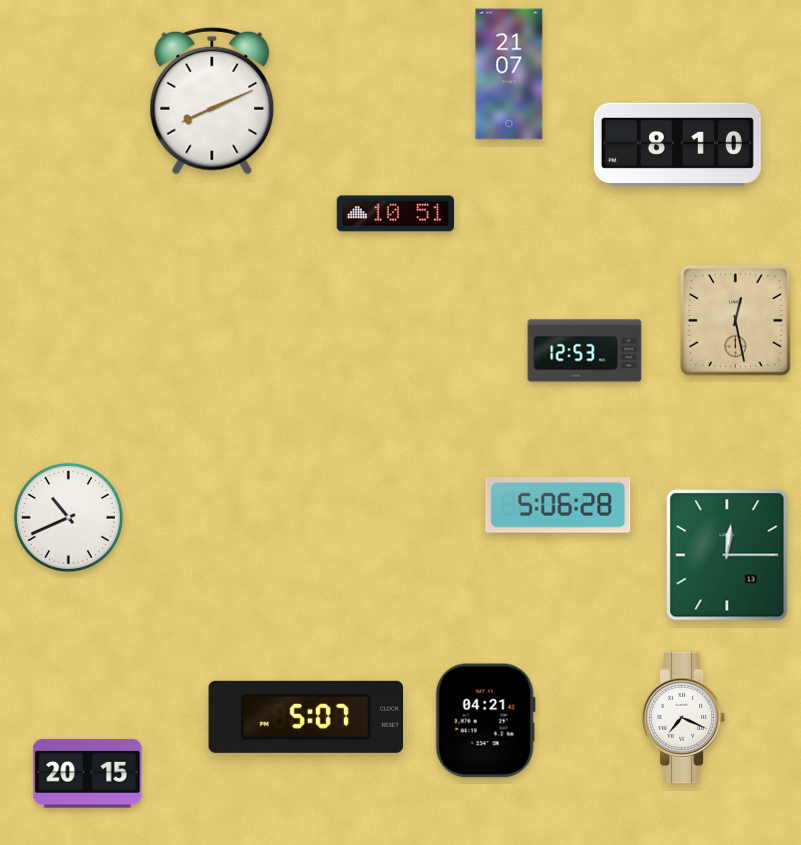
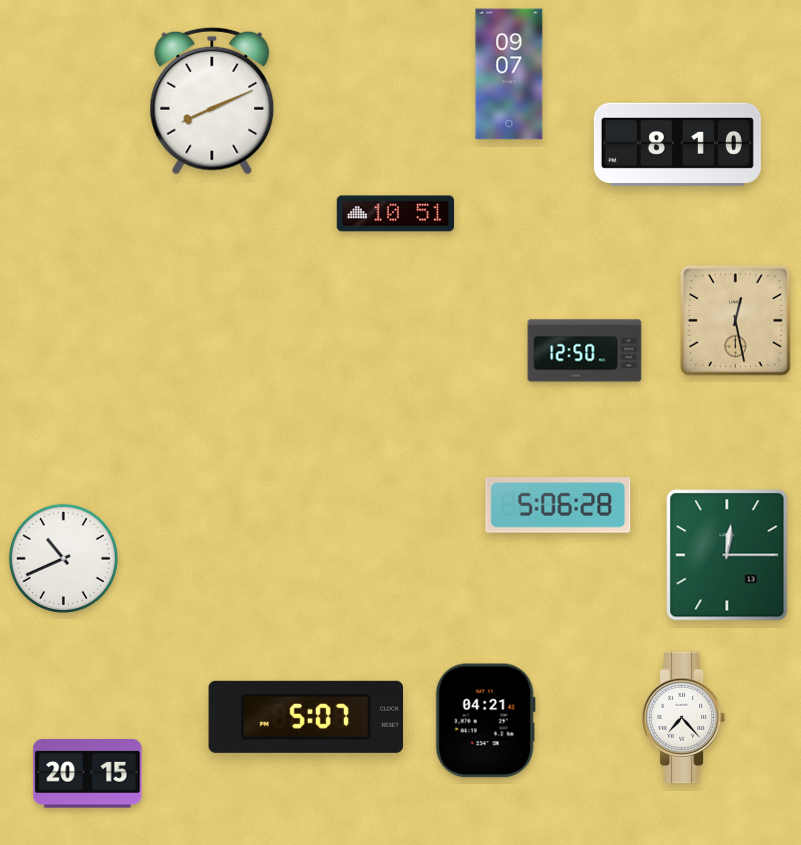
clock at (509, 74): 21:07 -> 09:07
clock at (585, 351): 12:53 -> 12:50
clock at (68, 517) position: (68, 517) -> (63, 558)
clock at (684, 718): 7:19 -> 7:23
